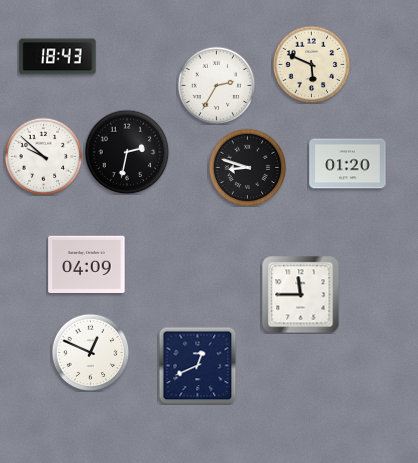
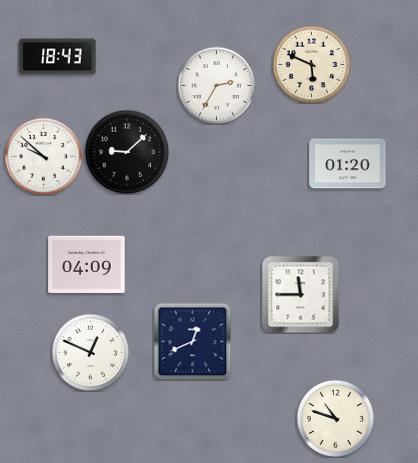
clock at (127, 152): 2:32 -> 9:08
clock at (247, 167): 8:48 -> none
clock at (197, 365) position: (197, 365) -> (192, 341)
clock at (335, 418): none -> 10:48
